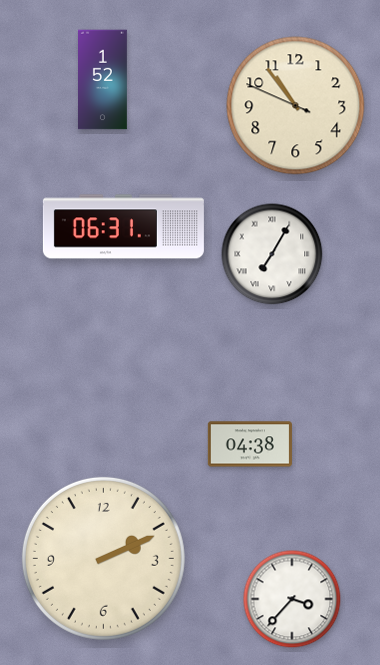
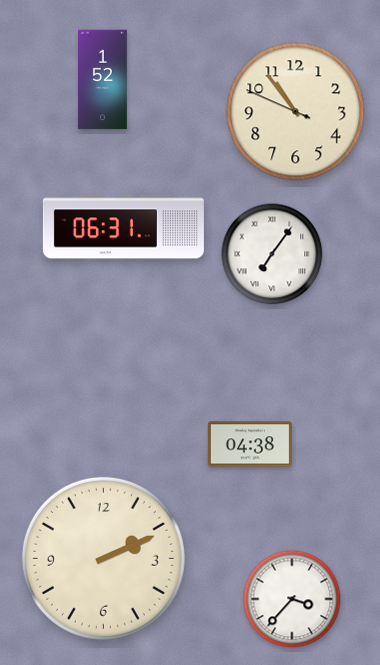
clock at (296, 106) position: (296, 106) -> (296, 112)
clock at (272, 254): 7:05 -> 7:06
